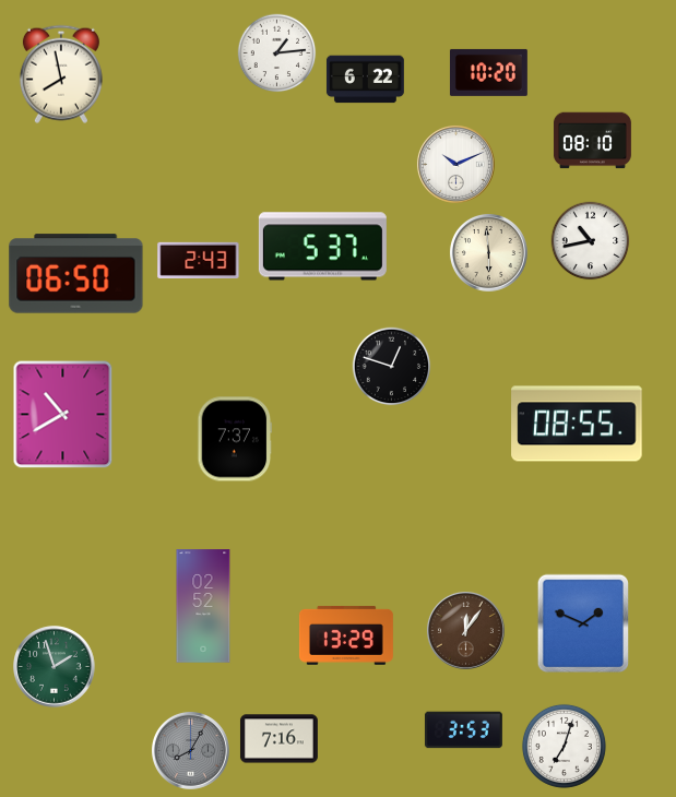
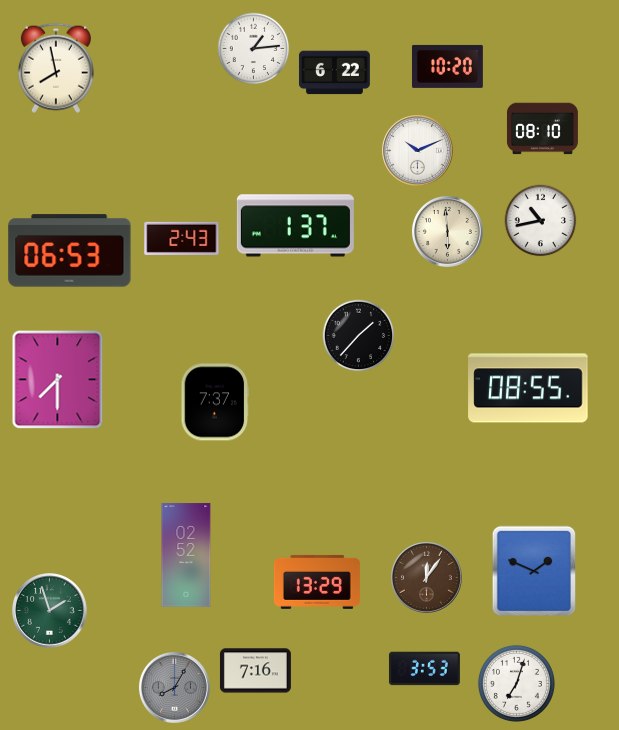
clock at (322, 247): 5:37 -> 1:37
clock at (76, 274): 06:50 -> 06:53
clock at (392, 367): 12:48 -> 1:37
clock at (63, 415): 10:40 -> 7:30
clock at (278, 739) position: (278, 739) -> (255, 671)
